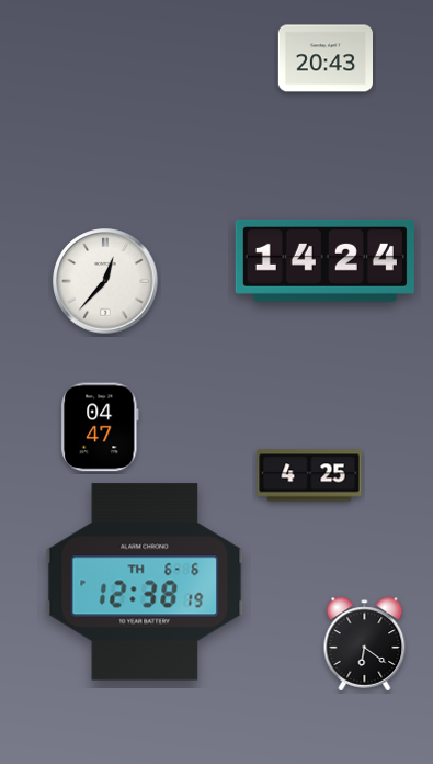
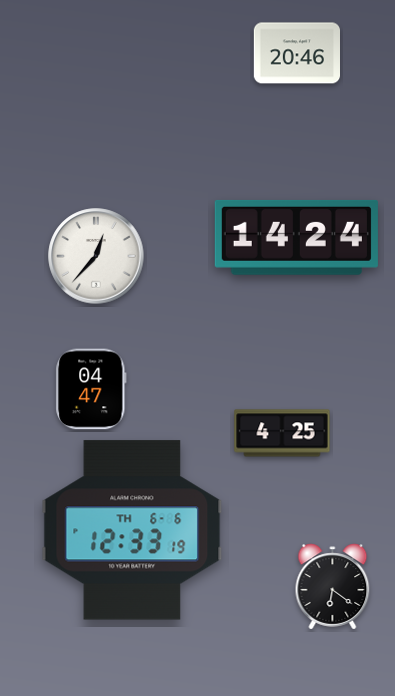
clock at (324, 58): 20:43 -> 20:46
clock at (145, 582): 12:38 -> 12:33
